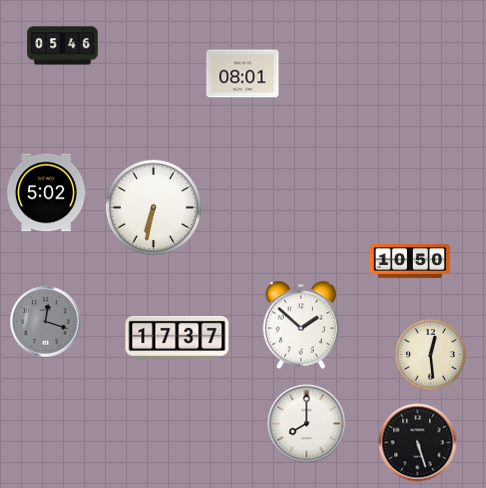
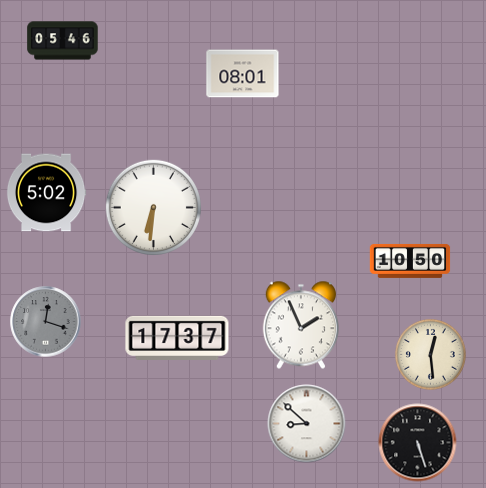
clock at (63, 46) position: (63, 46) -> (63, 41)
clock at (153, 207): 6:32 -> 6:31
clock at (300, 325): 1:52 -> 1:56
clock at (307, 424): 8:00 -> 8:52
